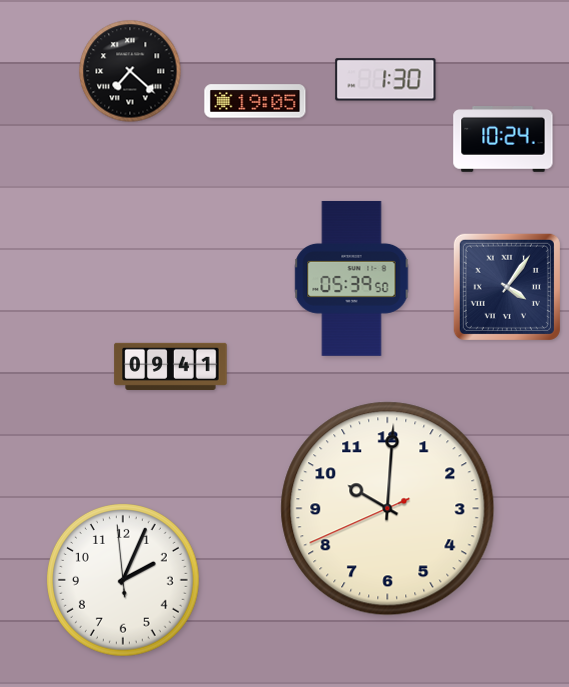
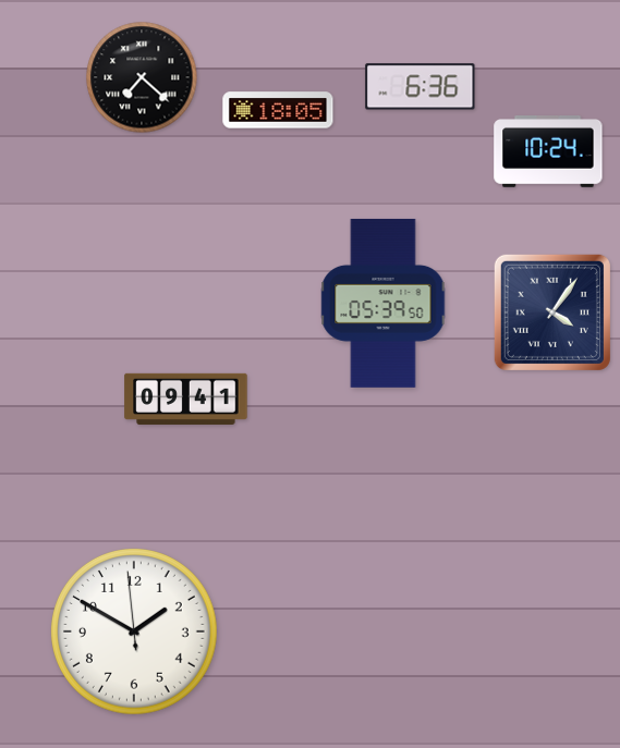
clock at (386, 80): 1:30 -> 6:36
clock at (255, 101): 19:05 -> 18:05
clock at (388, 509): 10:00 -> none
clock at (124, 581): 2:03 -> 1:49
